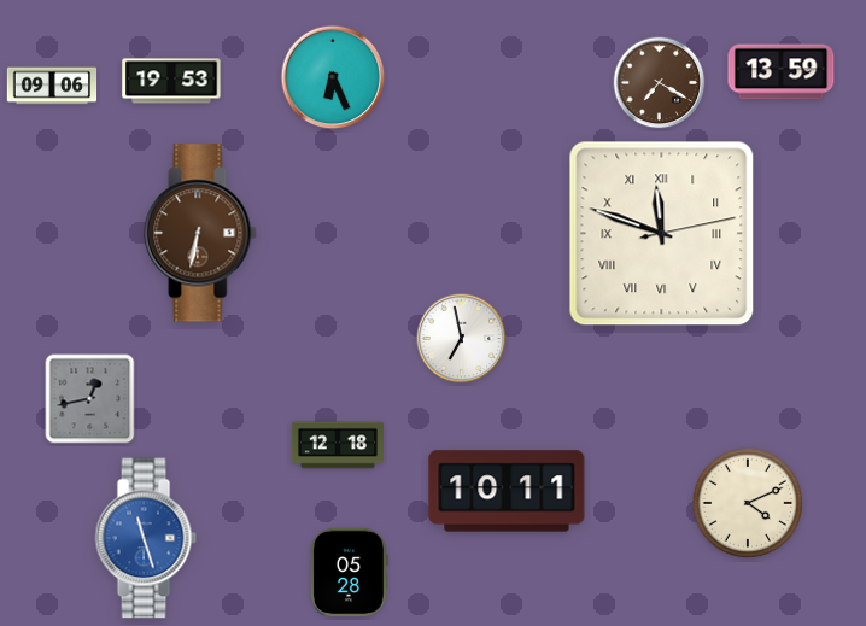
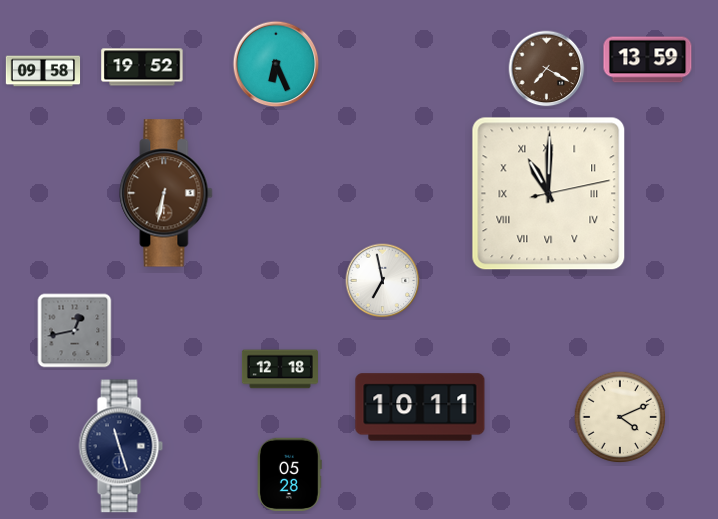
clock at (171, 81): 19:53 -> 19:52
clock at (52, 86): 09:06 -> 09:58
clock at (662, 234): 11:48 -> 11:00
clock at (146, 538) dial: blue -> navy
